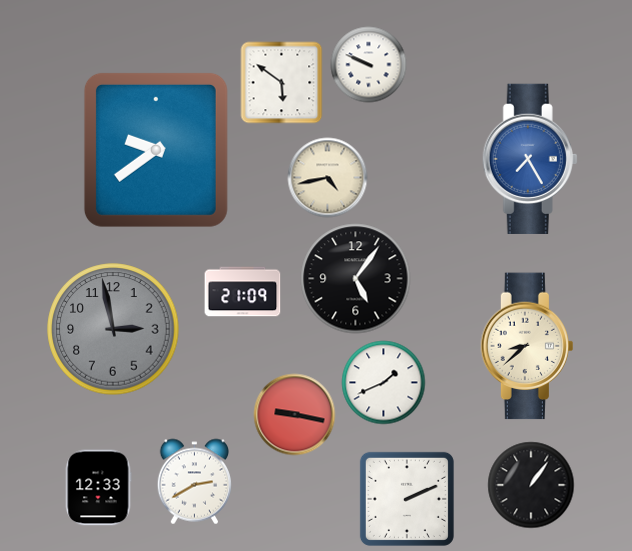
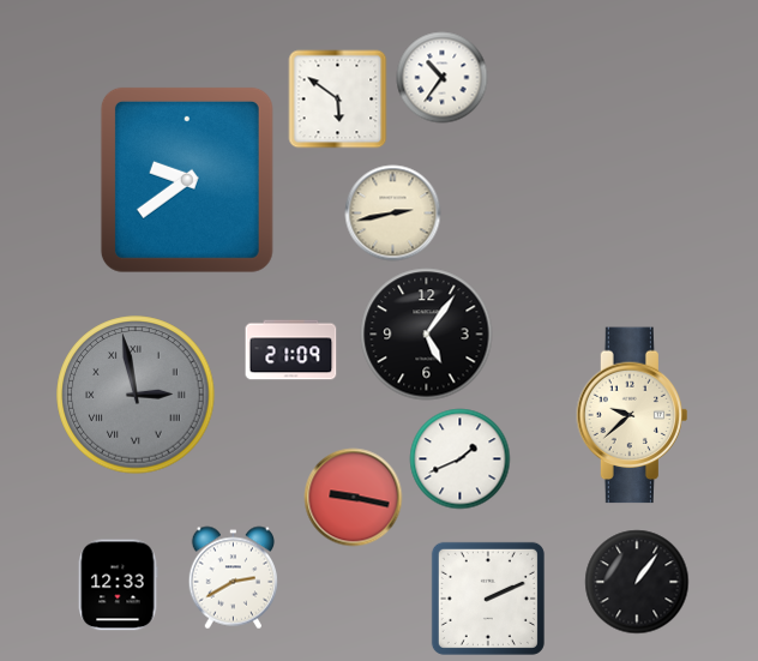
clock at (369, 65): 9:49 -> 10:36
clock at (530, 159): 7:25 -> none
clock at (328, 178): 4:43 -> 2:43
clock at (113, 329) numerals: Arabic -> Roman
clock at (526, 346): 8:38 -> 9:38
